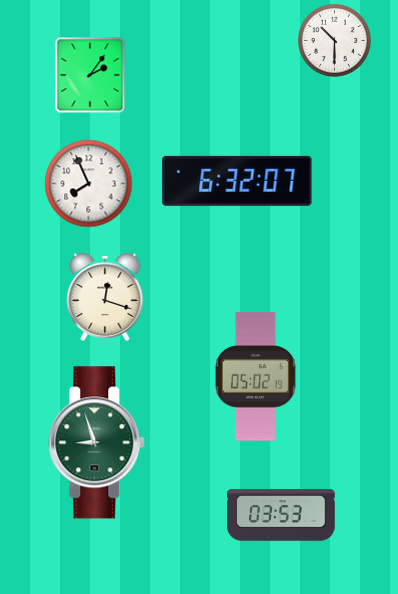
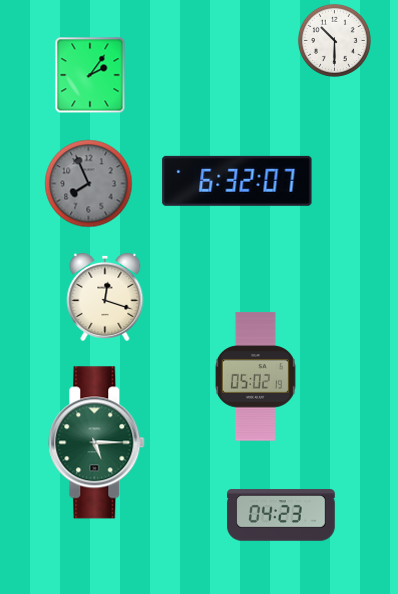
clock at (89, 184) dial: white -> grey
clock at (97, 443): 8:57 -> 5:15
clock at (282, 515): 03:53 -> 04:23
